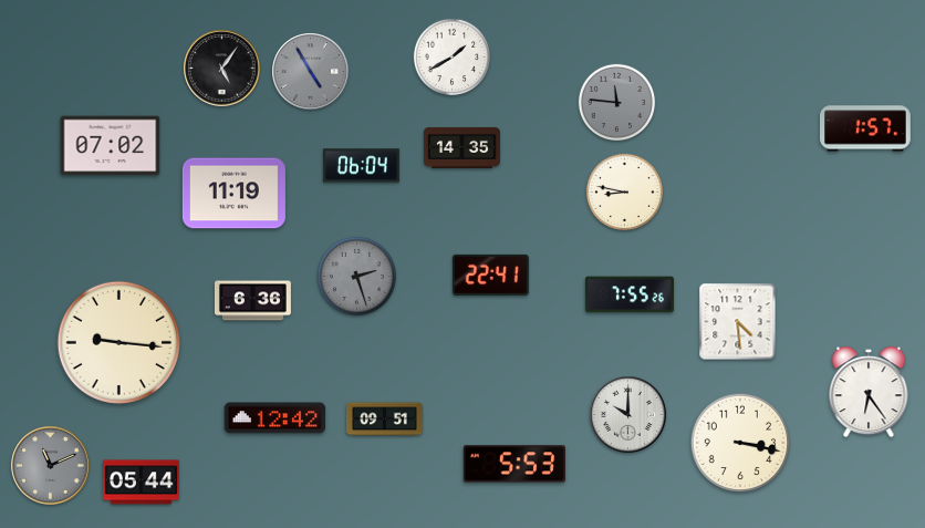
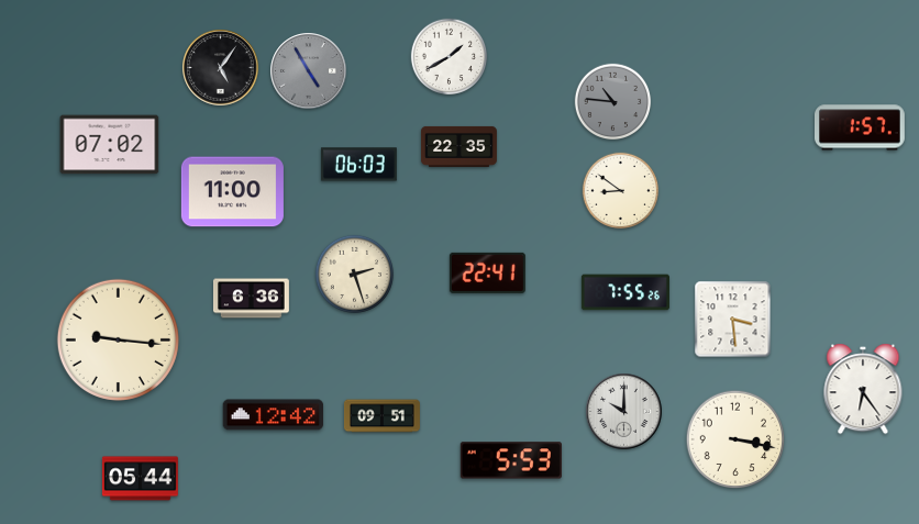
clock at (617, 103): 11:46 -> 10:46
clock at (461, 147): 14:35 -> 22:35
clock at (361, 166): 06:04 -> 06:03
clock at (625, 193): 8:47 -> 8:51
clock at (233, 194): 11:19 -> 11:00
clock at (356, 276) dial: grey -> cream
clock at (738, 322): 4:29 -> 3:29
clock at (51, 466): 11:11 -> none
